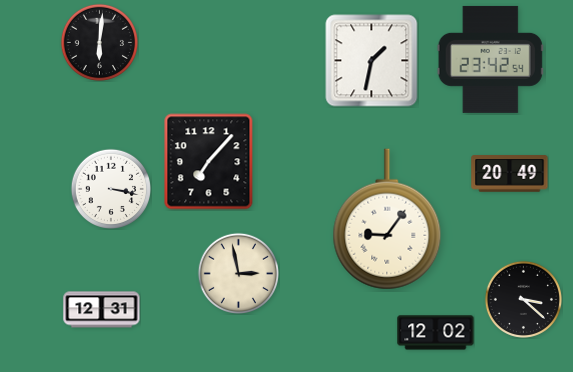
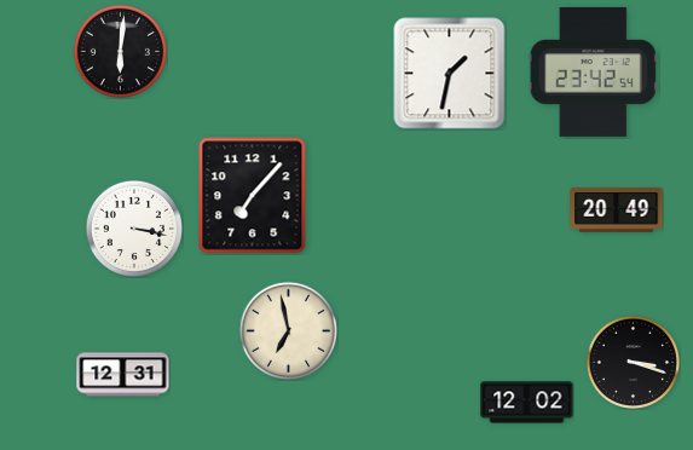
clock at (387, 219): 9:06 -> none
clock at (238, 273): 2:58 -> 6:58
clock at (523, 299): 3:22 -> 3:18
